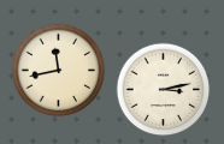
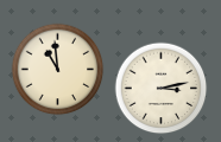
clock at (58, 70): 11:43 -> 10:59
